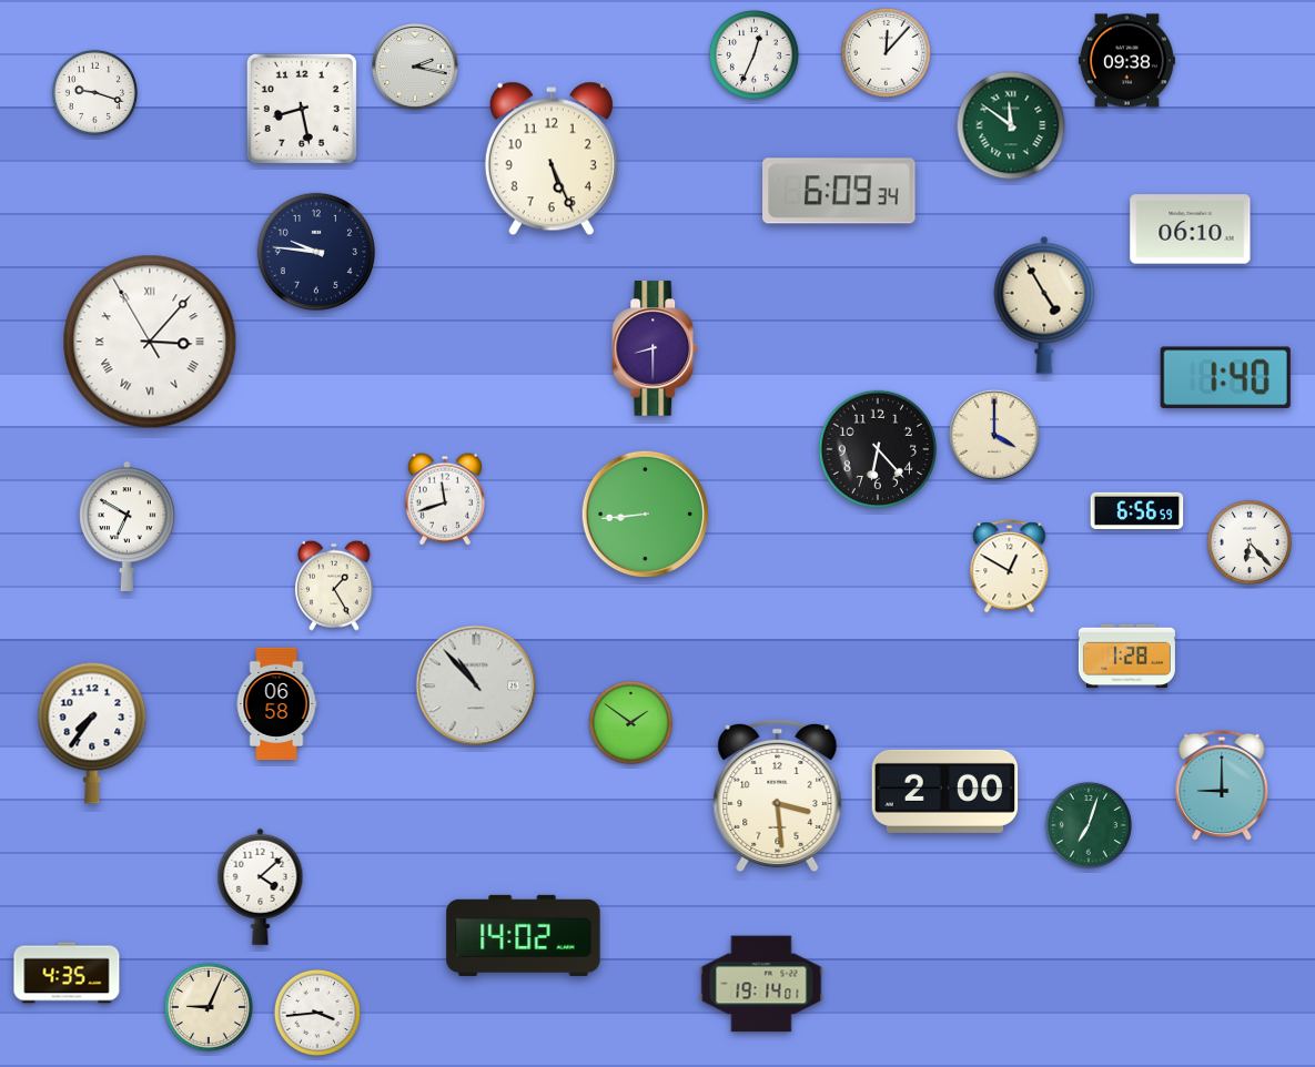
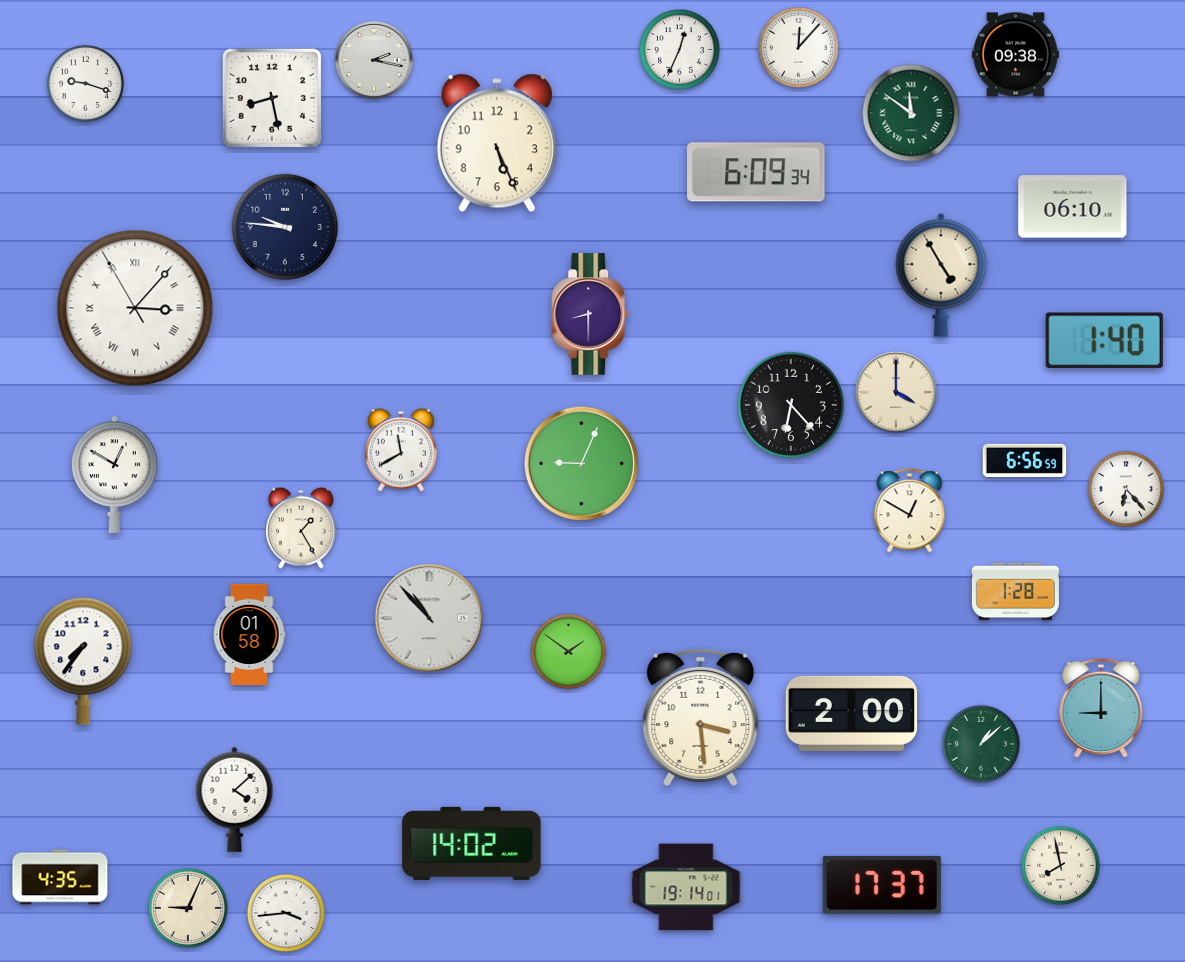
clock at (445, 499): 11:42 -> 11:40
clock at (645, 514): 8:44 -> 9:04
clock at (128, 526): 6:50 -> 12:50
clock at (276, 703): 06:58 -> 01:58
clock at (1089, 825): 7:03 -> 1:08
clock at (1060, 865): none -> 7:58
clock at (882, 885): none -> 17:37
